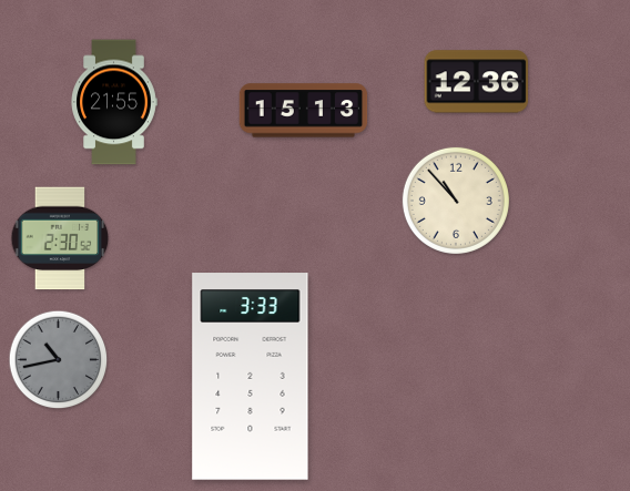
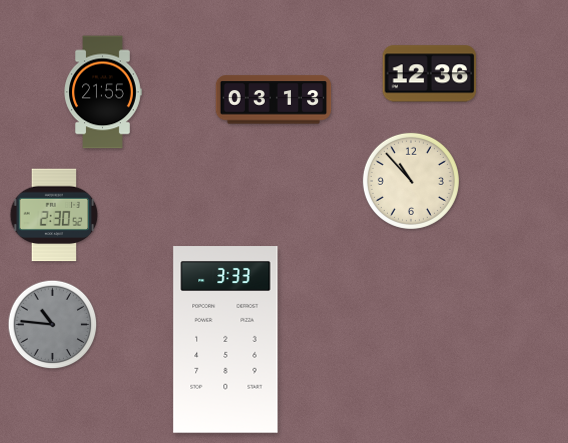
clock at (304, 111): 15:13 -> 03:13
clock at (59, 360): 10:43 -> 10:46
